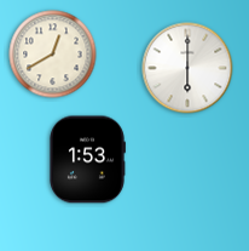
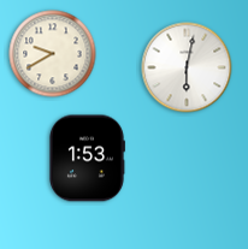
clock at (53, 55): 12:40 -> 9:40
clock at (187, 68): 6:00 -> 6:02
